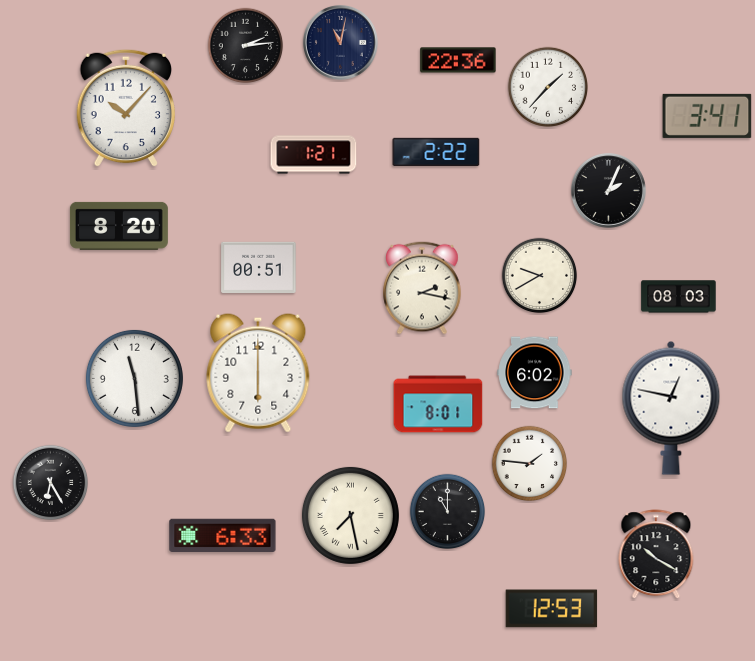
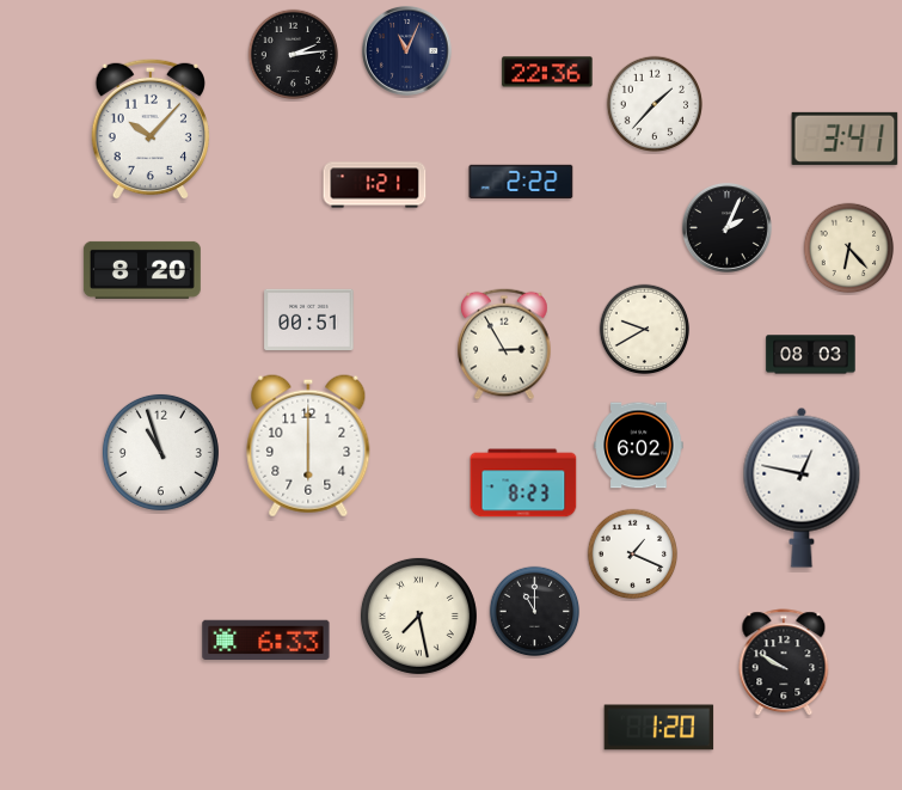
clock at (340, 42): 11:02 -> 11:04
clock at (849, 249): none -> 6:23
clock at (422, 288): 2:17 -> 2:55
clock at (134, 378): 11:29 -> 10:57
clock at (438, 404): 8:01 -> 8:23
clock at (530, 464): 1:46 -> 1:19
clock at (51, 483): 6:25 -> none
clock at (656, 555): 10:20 -> 9:50
clock at (552, 609): 12:53 -> 1:20
